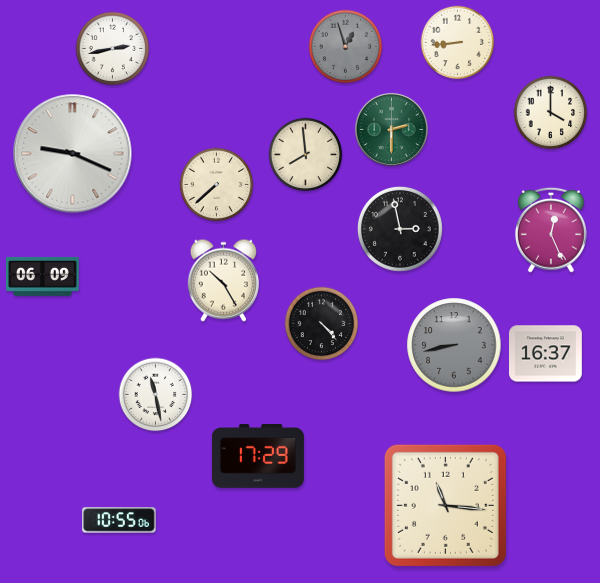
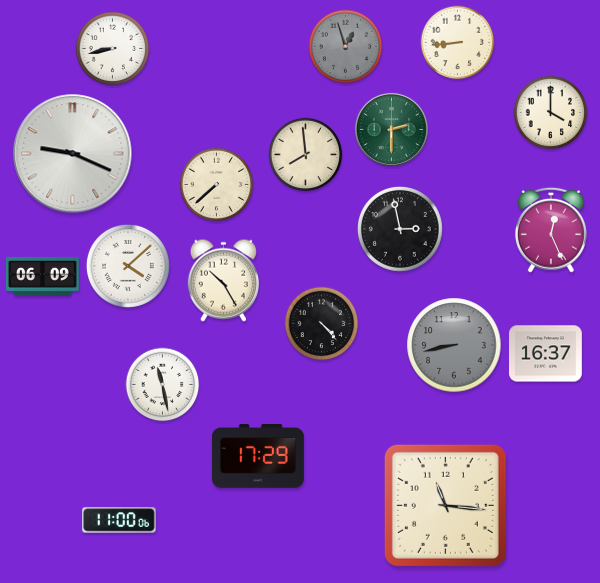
clock at (113, 49): 2:43 -> 8:43
clock at (128, 266): none -> 4:08
clock at (156, 395) position: (156, 395) -> (163, 385)
clock at (119, 520): 10:55 -> 11:00
